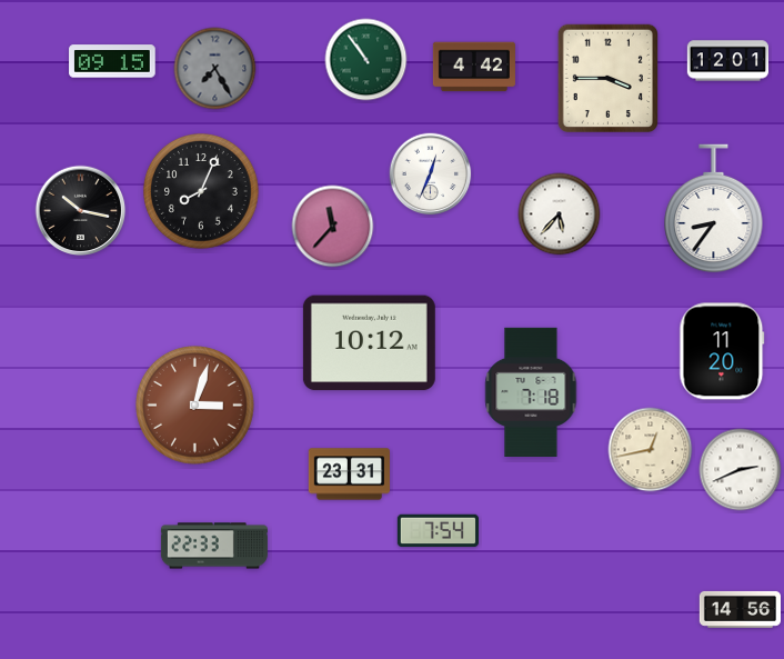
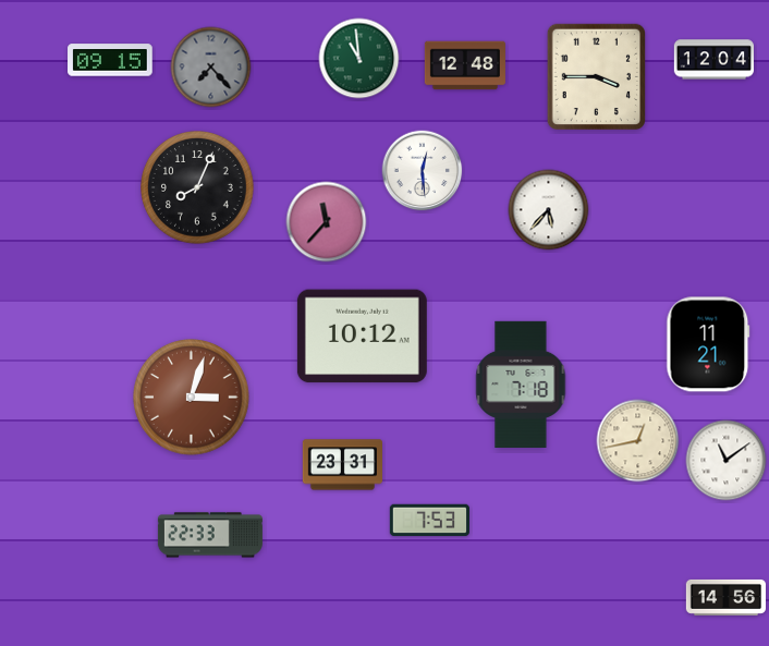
clock at (366, 60): 10:54 -> 10:59
clock at (727, 61): 12:01 -> 12:04
clock at (474, 67): 4:42 -> 12:48
clock at (215, 69): 7:25 -> 7:23
clock at (431, 174): 12:34 -> 12:29
clock at (714, 209): 8:36 -> none
clock at (81, 211): 10:17 -> none
clock at (722, 351): 11:20 -> 11:21
clock at (741, 470): 2:41 -> 11:09
clock at (438, 531): 7:54 -> 7:53
